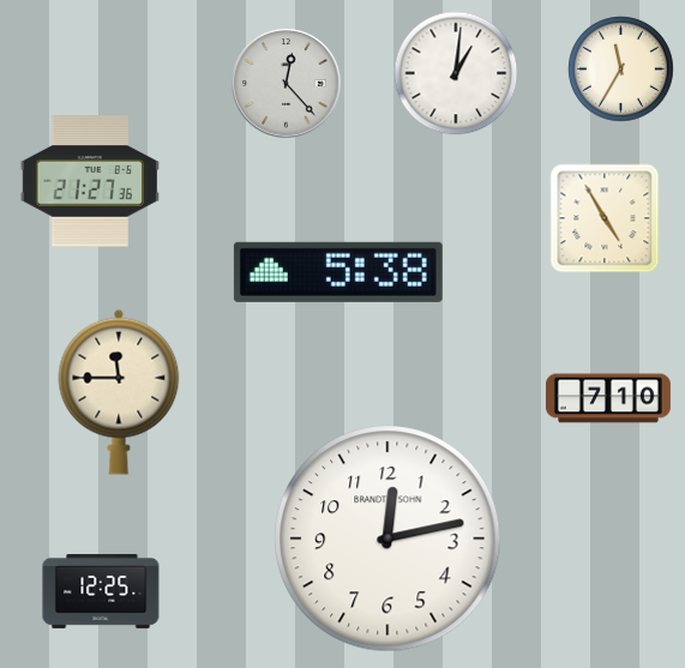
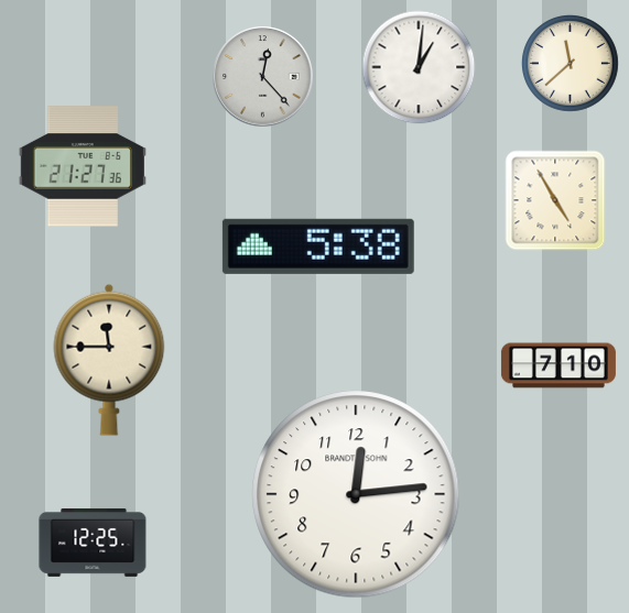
clock at (621, 70): 11:35 -> 11:38
clock at (338, 272) position: (338, 272) -> (318, 247)
clock at (387, 538): 12:13 -> 12:14
